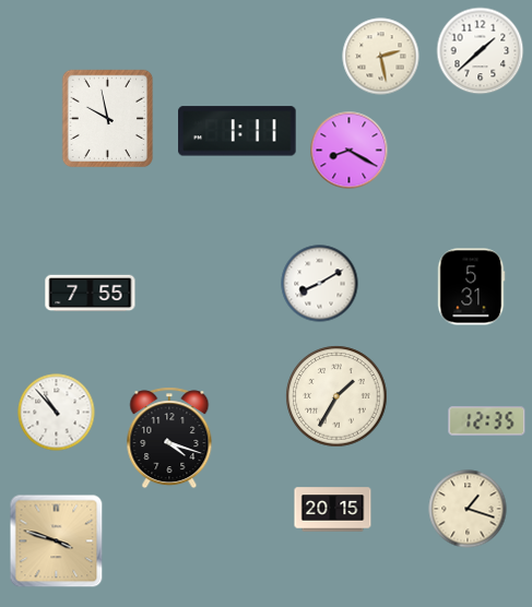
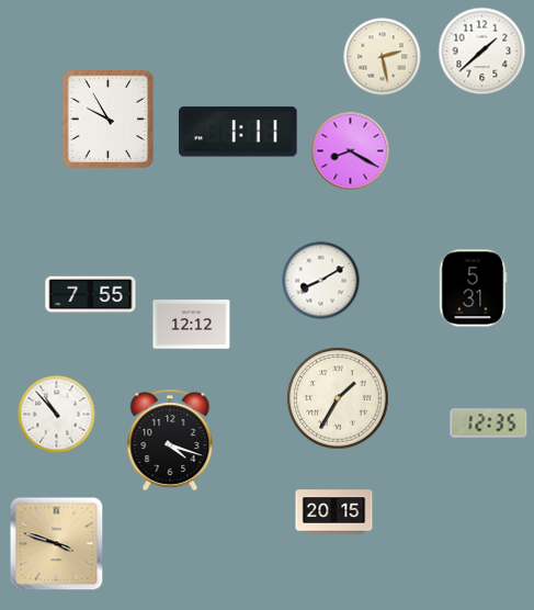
clock at (107, 119): 9:58 -> 9:55
clock at (320, 284) position: (320, 284) -> (321, 281)
clock at (192, 325): none -> 12:12
clock at (468, 509): 1:18 -> none
